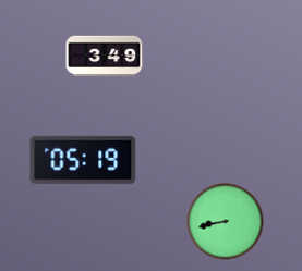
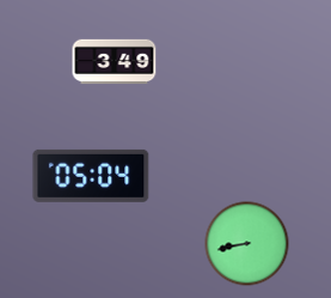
clock at (83, 160): 05:19 -> 05:04
